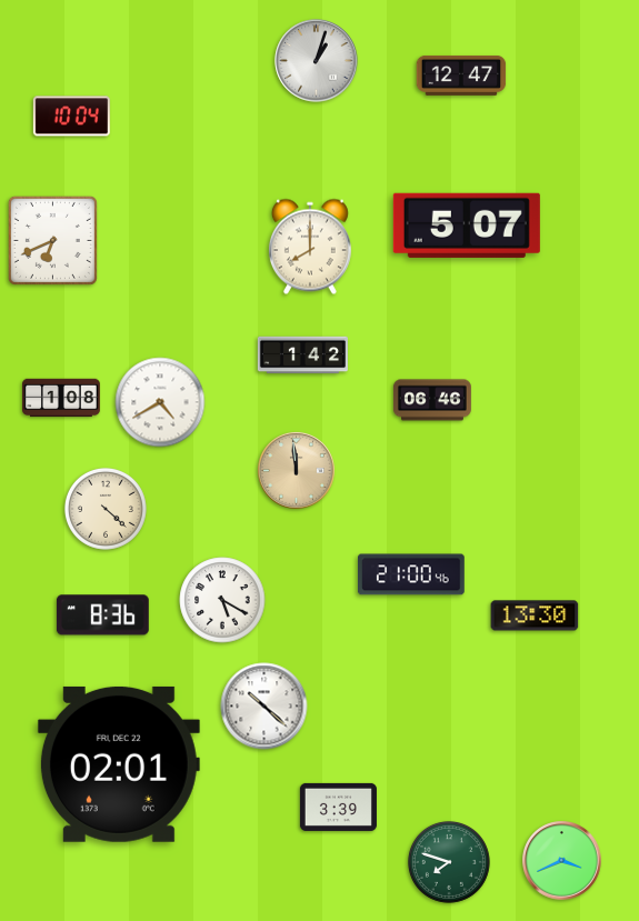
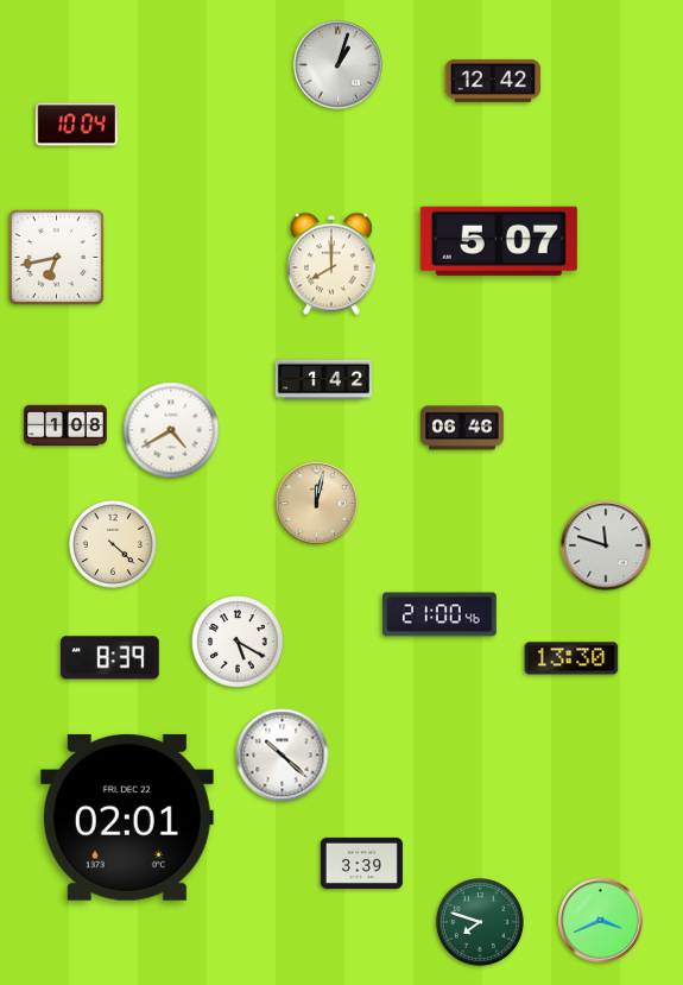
clock at (461, 76): 12:47 -> 12:42
clock at (52, 240): 6:41 -> 6:43
clock at (296, 470): 11:59 -> 12:02
clock at (606, 545): none -> 11:48
clock at (102, 615): 8:36 -> 8:39
